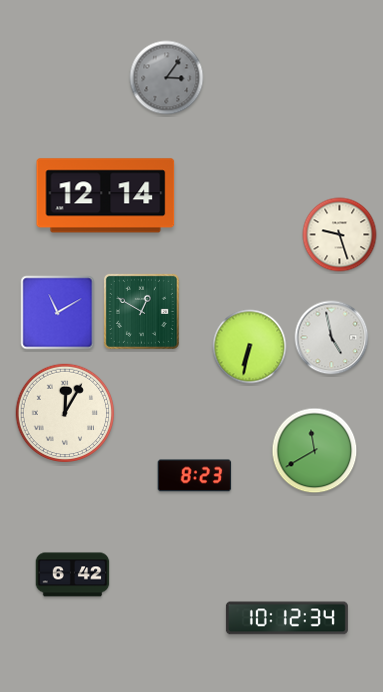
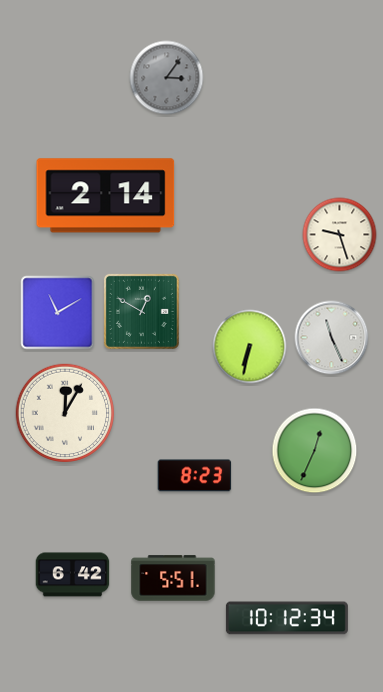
clock at (106, 196): 12:14 -> 2:14
clock at (332, 338): 4:58 -> 11:26
clock at (315, 451): 11:40 -> 12:34
clock at (173, 578): none -> 5:51
